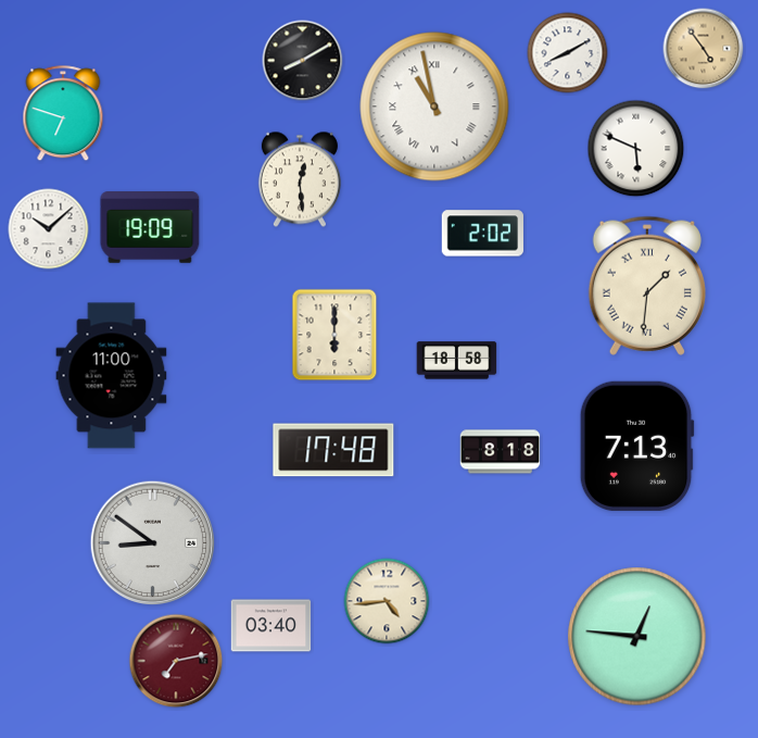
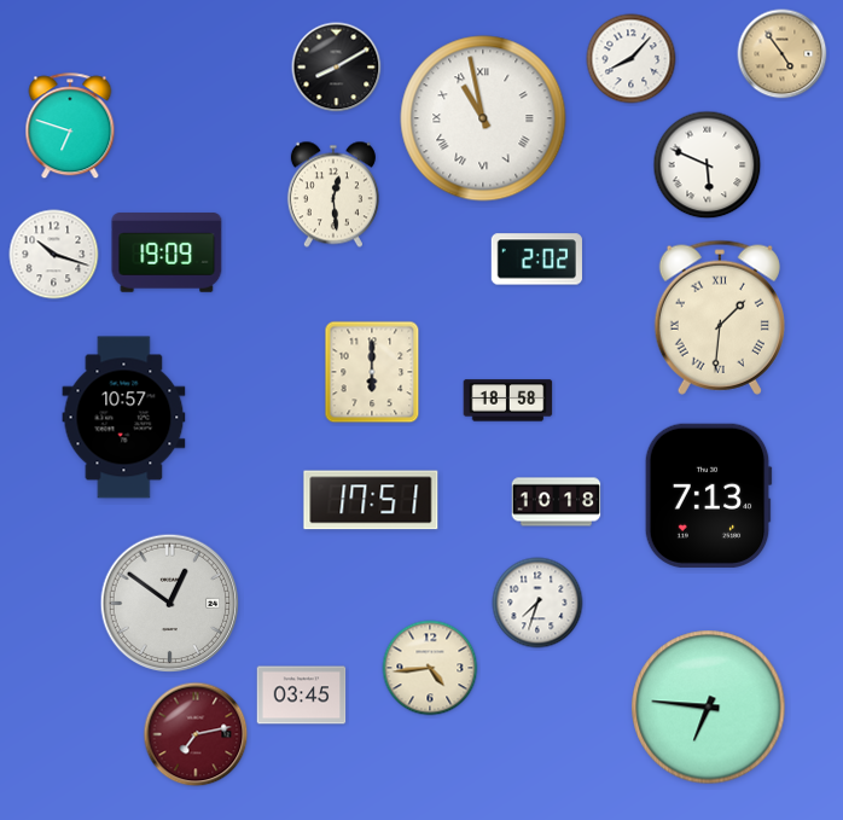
clock at (568, 53): 8:10 -> 8:07
clock at (300, 179) position: (300, 179) -> (333, 194)
clock at (49, 229): 10:08 -> 10:18
clock at (112, 376): 11:00 -> 10:57
clock at (333, 450): 17:48 -> 17:51
clock at (501, 452): 8:18 -> 10:18
clock at (537, 603): none -> 7:33
clock at (153, 543): 8:51 -> 12:51
clock at (271, 626): 03:40 -> 03:45
clock at (637, 637): 12:46 -> 6:46
